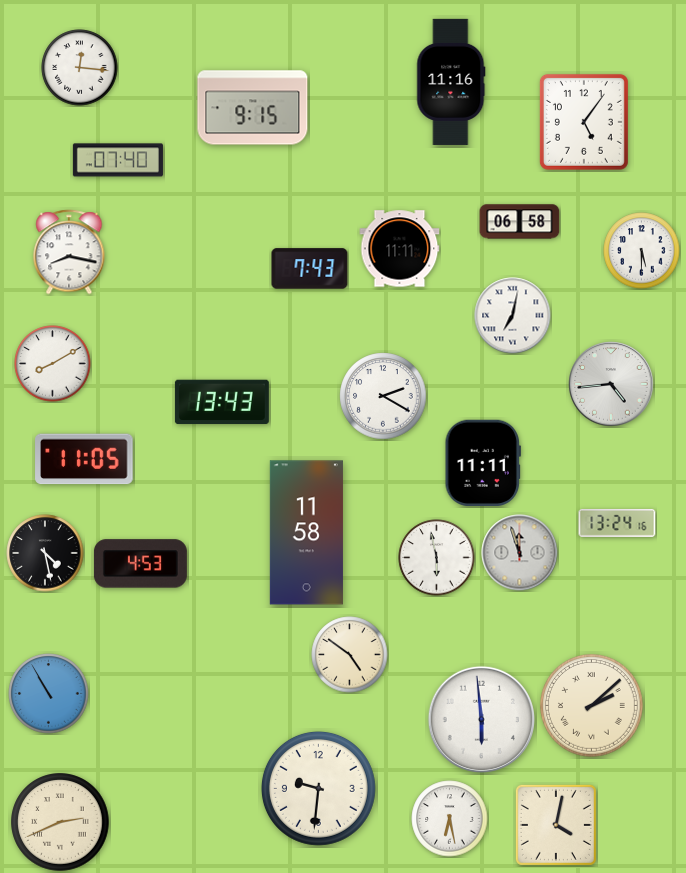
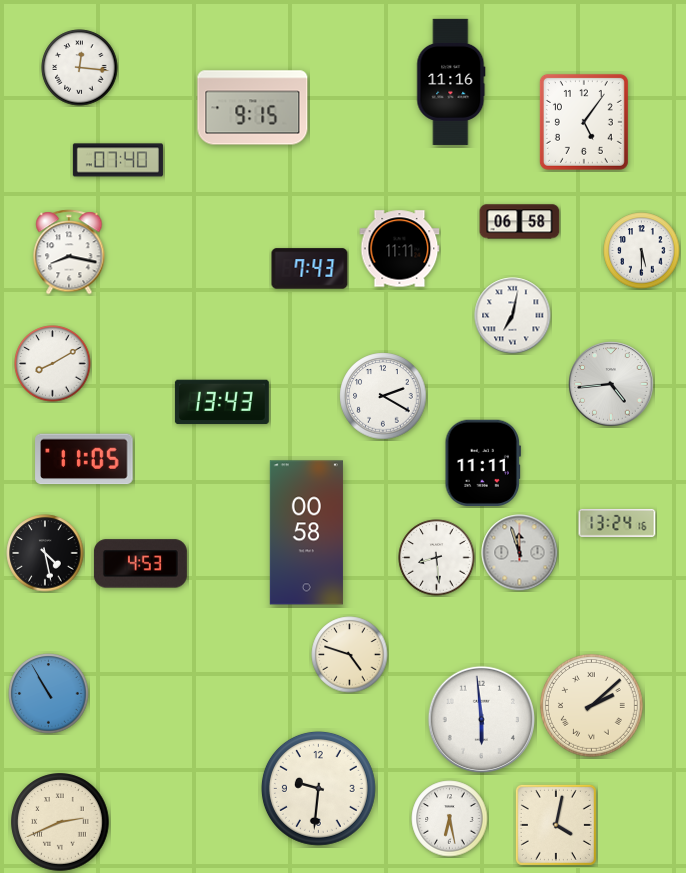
clock at (306, 533): 11:58 -> 00:58
clock at (437, 558): 5:58 -> 8:29
clock at (350, 655): 4:51 -> 4:48
